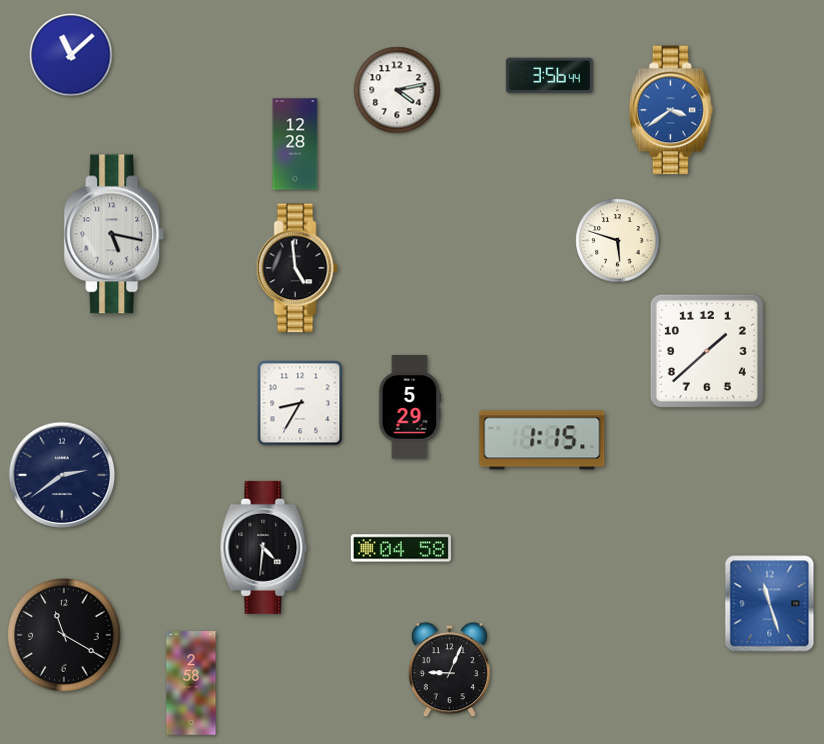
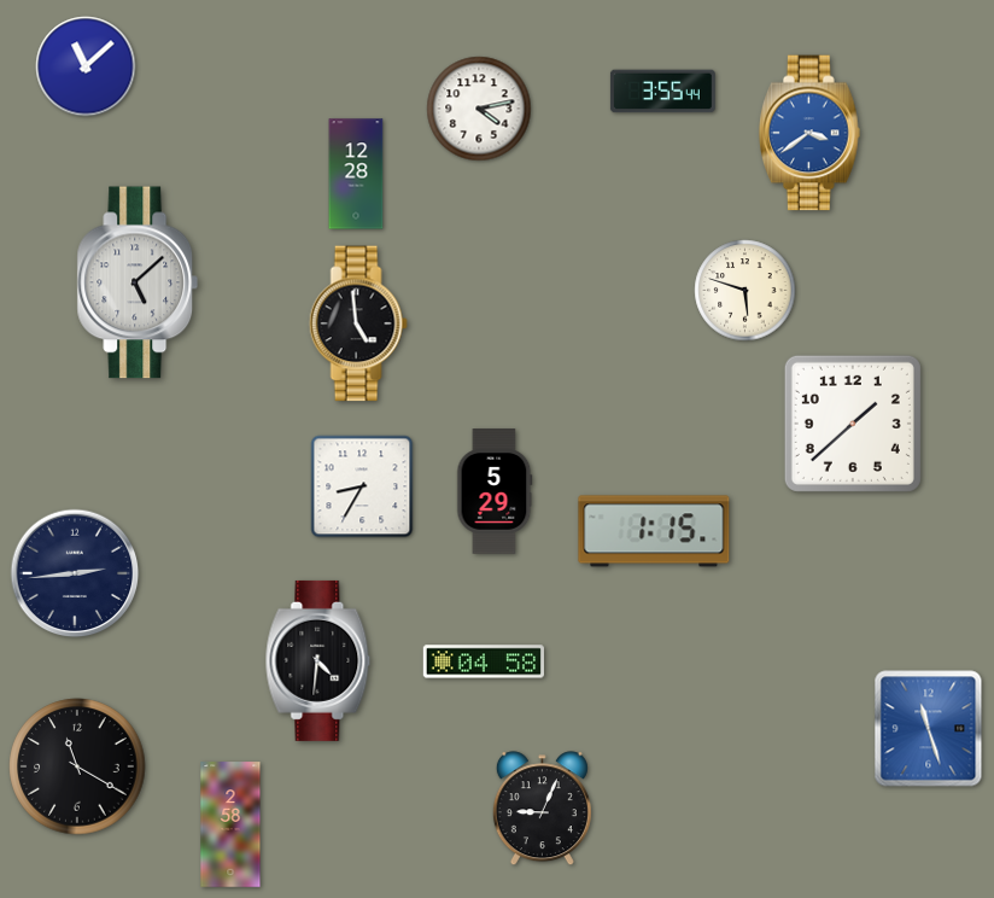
clock at (549, 76): 3:56 -> 3:55
clock at (114, 234): 5:17 -> 5:08
clock at (62, 475): 2:39 -> 2:44
